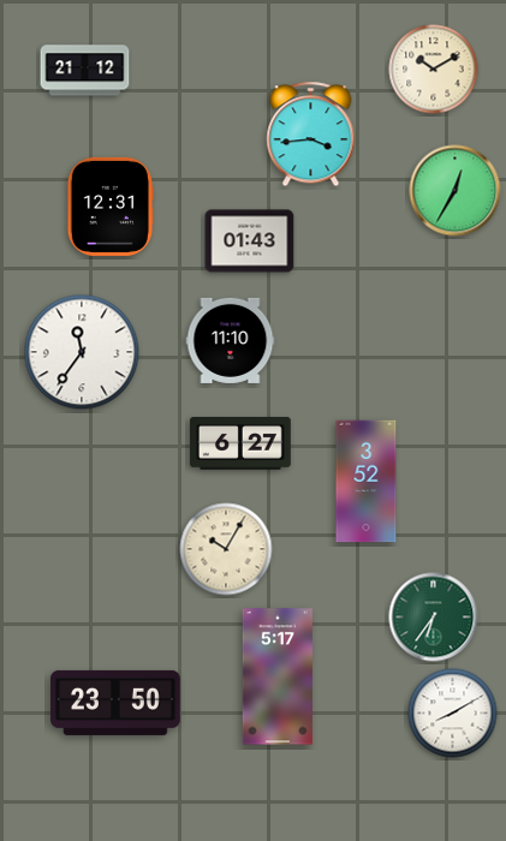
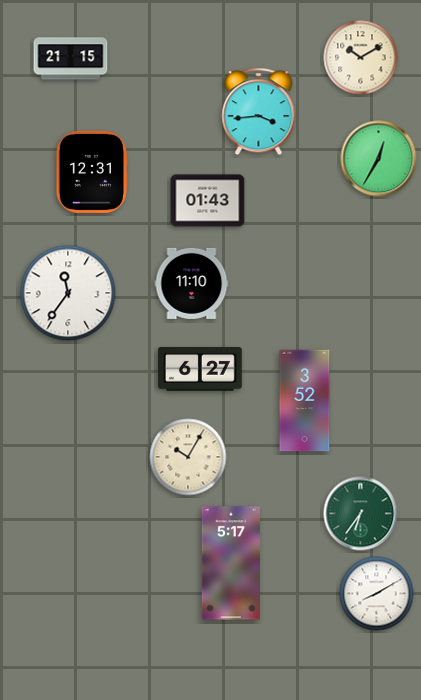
clock at (85, 71): 21:12 -> 21:15
clock at (117, 703): 23:50 -> none
